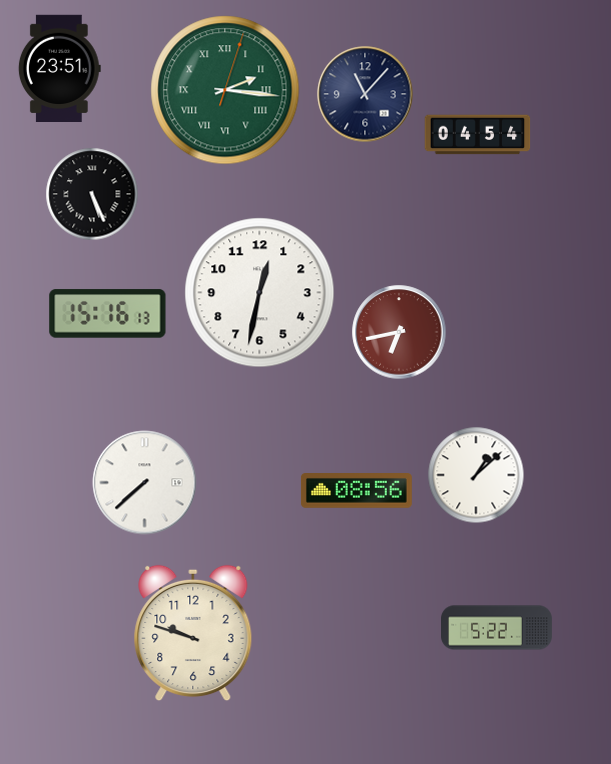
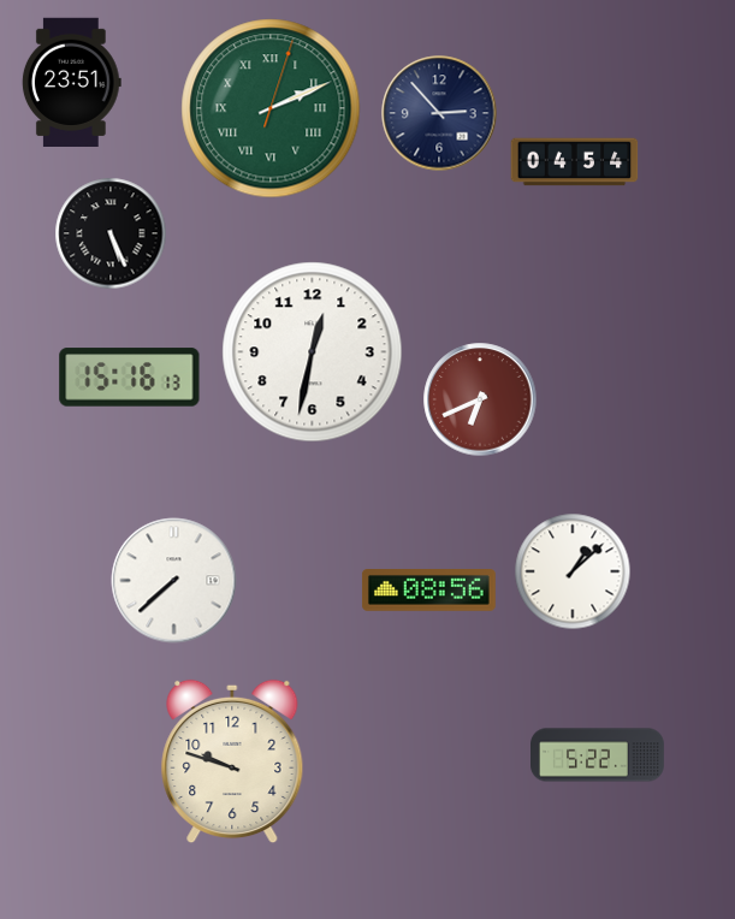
clock at (225, 90): 2:16 -> 2:11
clock at (365, 94): 11:07 -> 2:53
clock at (399, 332): 6:43 -> 6:41
